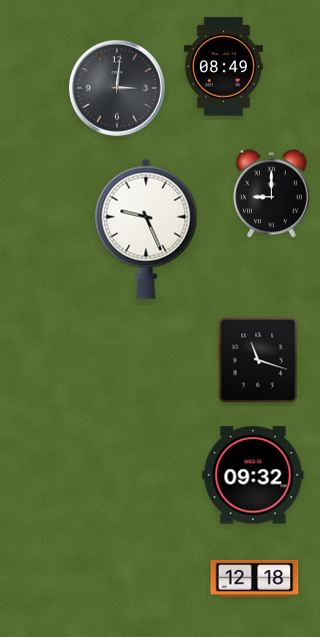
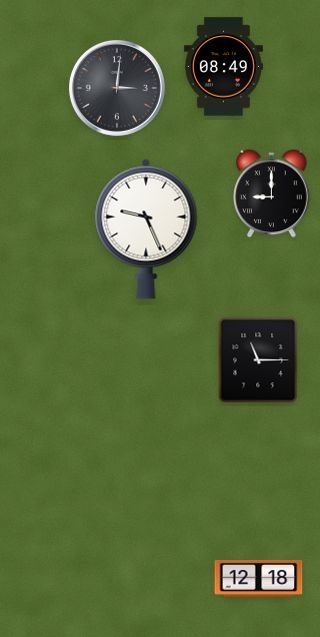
clock at (258, 360): 11:18 -> 11:15
clock at (253, 475): 09:32 -> none
clock at (255, 578) position: (255, 578) -> (259, 578)
